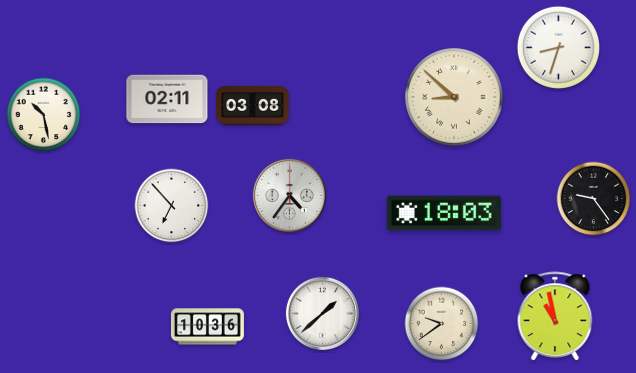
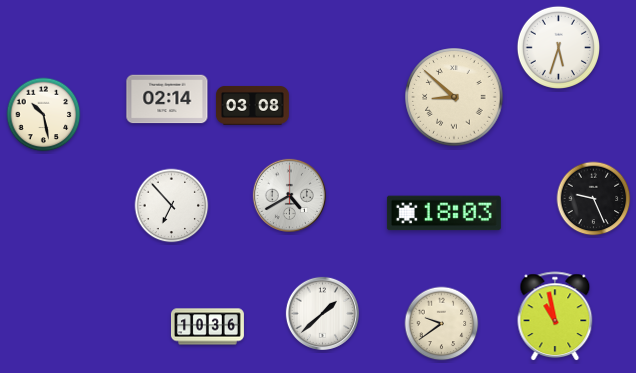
clock at (558, 47): 8:33 -> 5:33
clock at (167, 99): 02:11 -> 02:14
clock at (289, 195): 4:36 -> 4:40
clock at (594, 199): 9:24 -> 9:26
